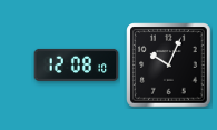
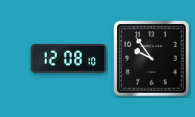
clock at (169, 66): 10:04 -> 9:54
